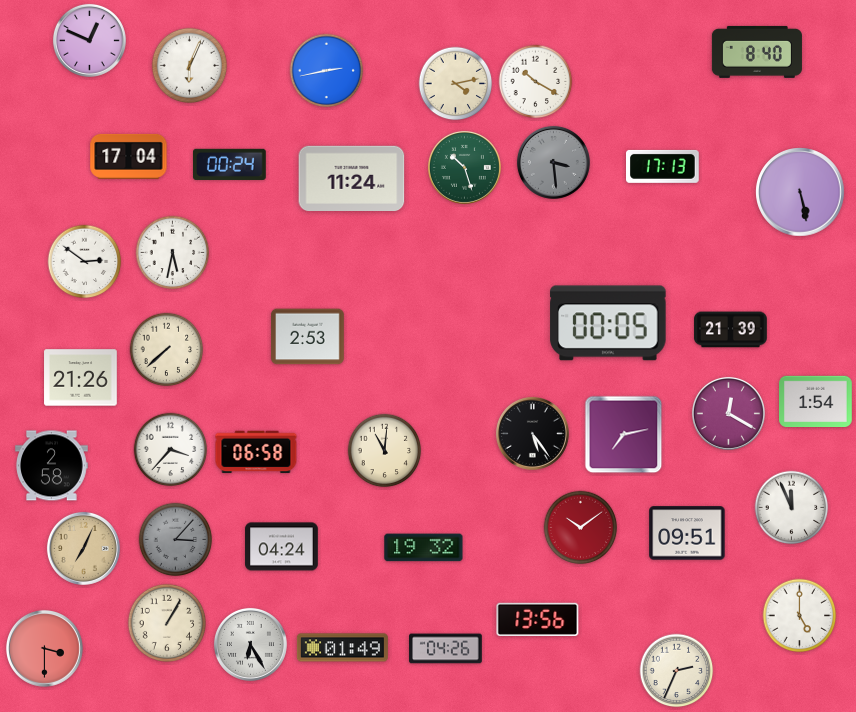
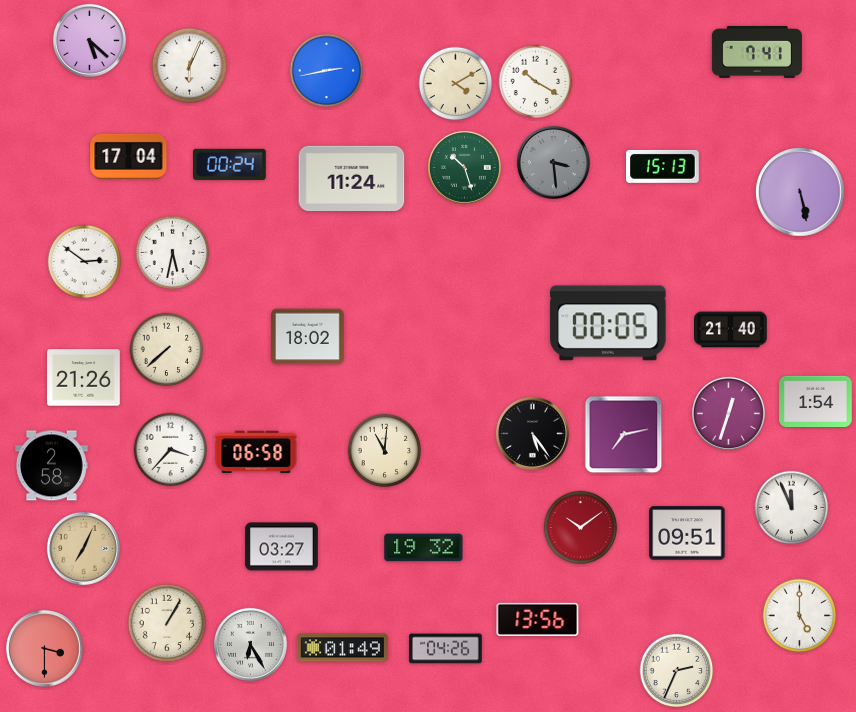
clock at (89, 40): 12:49 -> 5:22
clock at (757, 52): 8:40 -> 7:41
clock at (456, 84): 4:13 -> 4:10
clock at (663, 166): 17:13 -> 15:13
clock at (731, 330): 21:39 -> 21:40
clock at (308, 337): 2:53 -> 18:02
clock at (81, 378) position: (81, 378) -> (84, 378)
clock at (728, 413): 12:20 -> 12:33
clock at (176, 540): 3:07 -> none
clock at (282, 547): 04:24 -> 03:27
